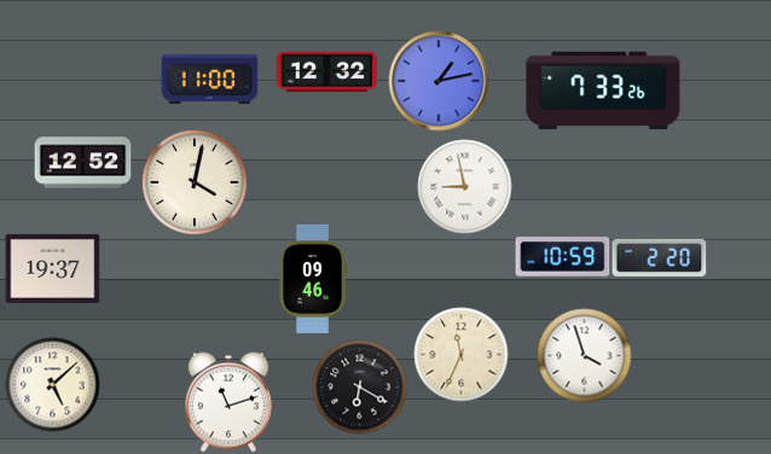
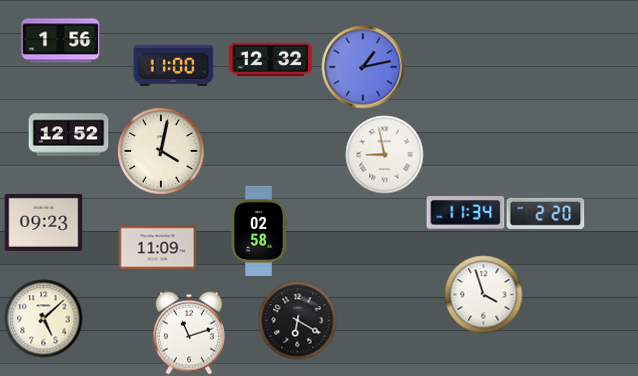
clock at (60, 41): none -> 1:56
clock at (603, 91): 7:33 -> none
clock at (562, 257): 10:59 -> 11:34
clock at (52, 268): 19:37 -> 09:23
clock at (313, 278): 09:46 -> 02:58
clock at (157, 248): none -> 11:09
clock at (460, 354): 11:34 -> none
